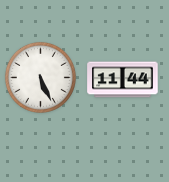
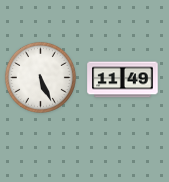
clock at (123, 80): 11:44 -> 11:49
